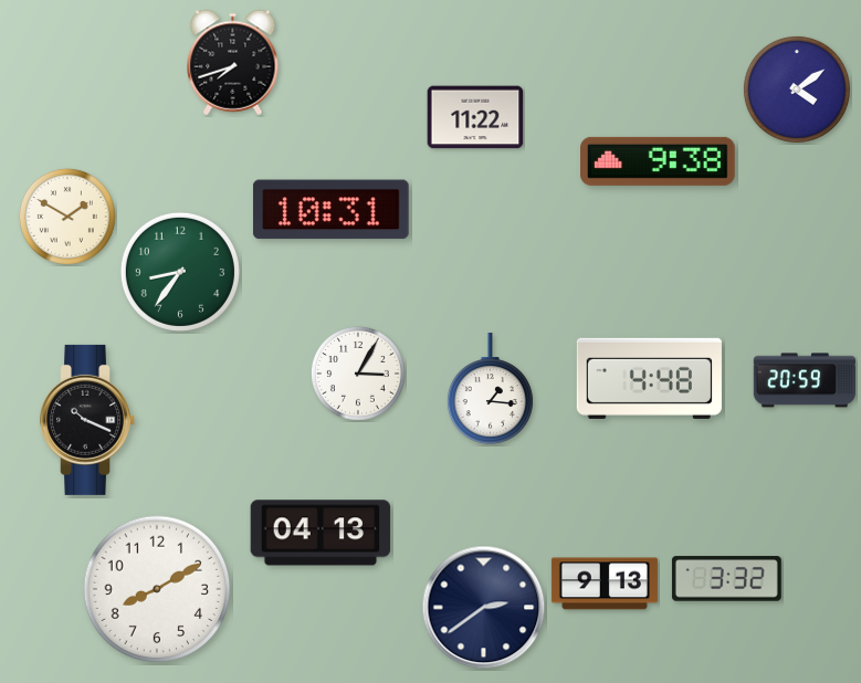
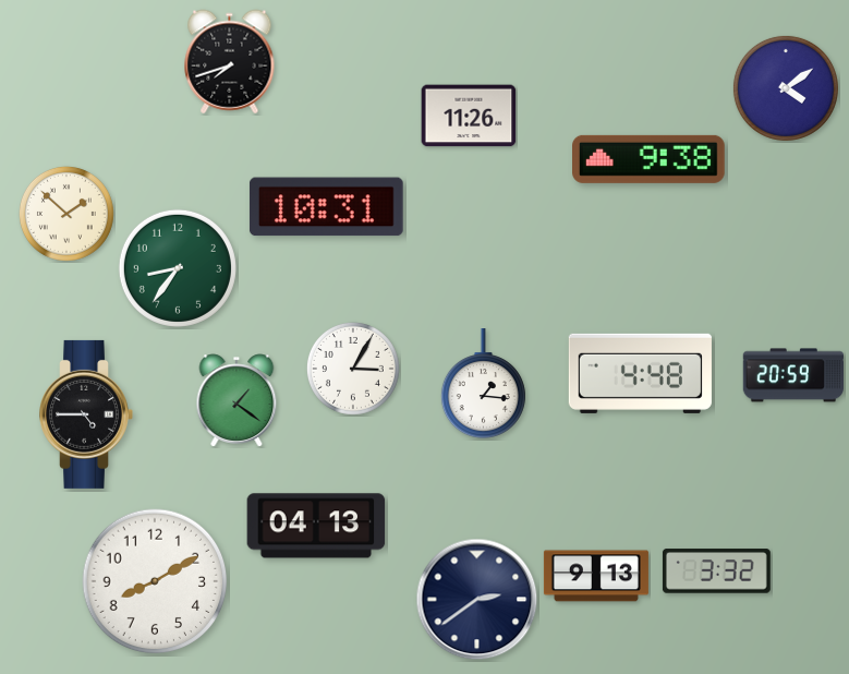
clock at (475, 117): 11:22 -> 11:26
clock at (67, 217): 1:50 -> 1:52
clock at (236, 400): none -> 1:21
clock at (87, 420): 10:19 -> 4:45
